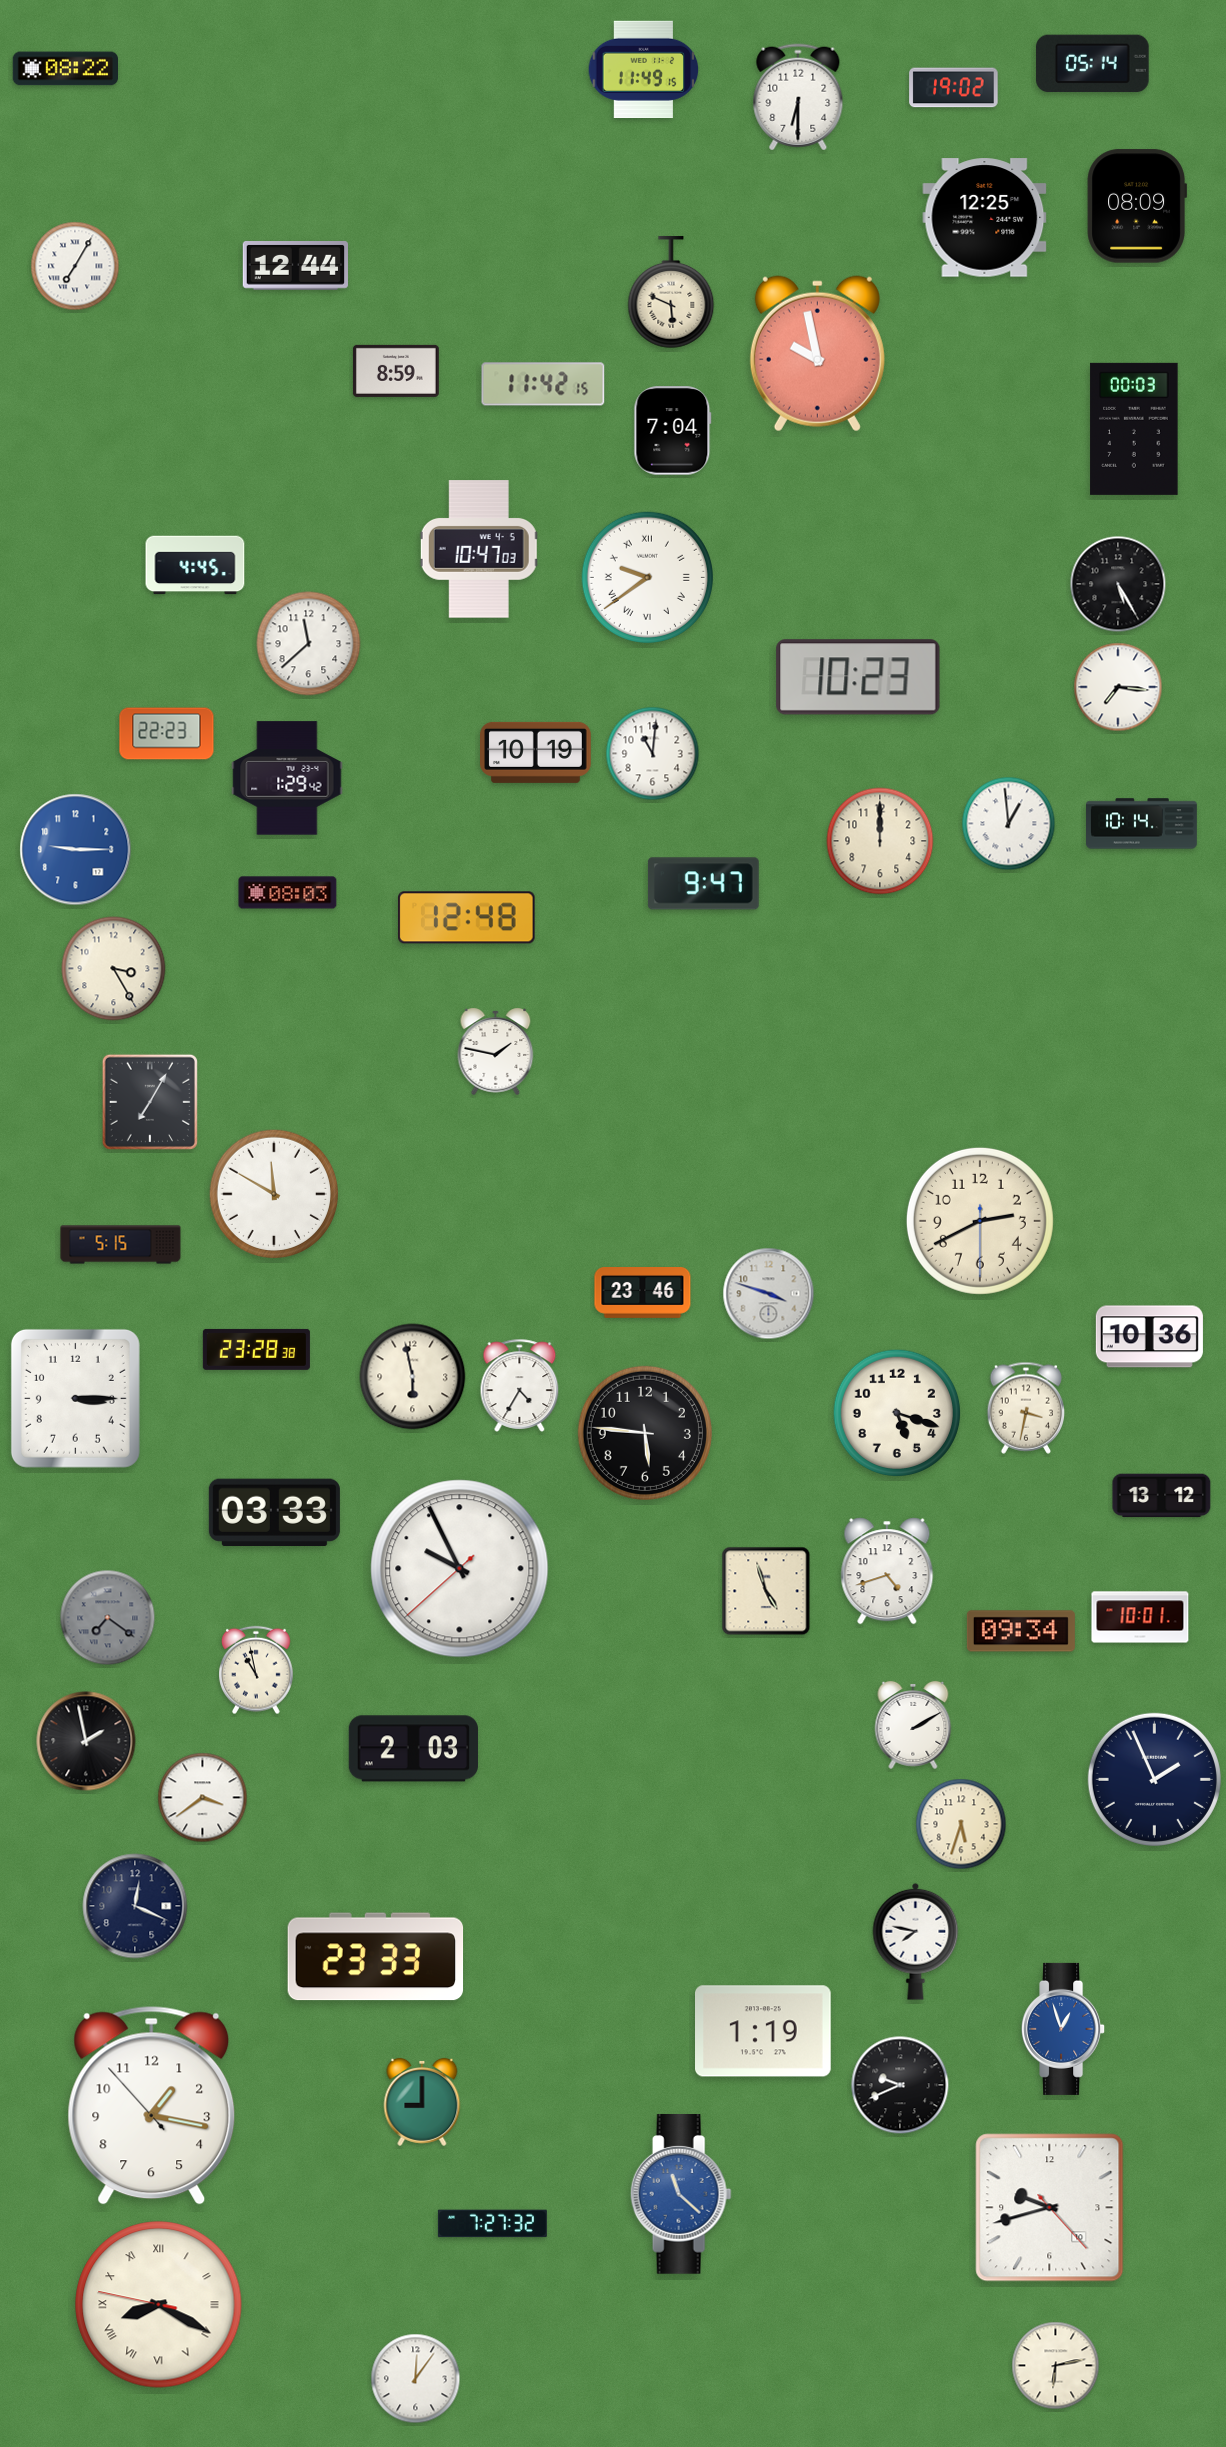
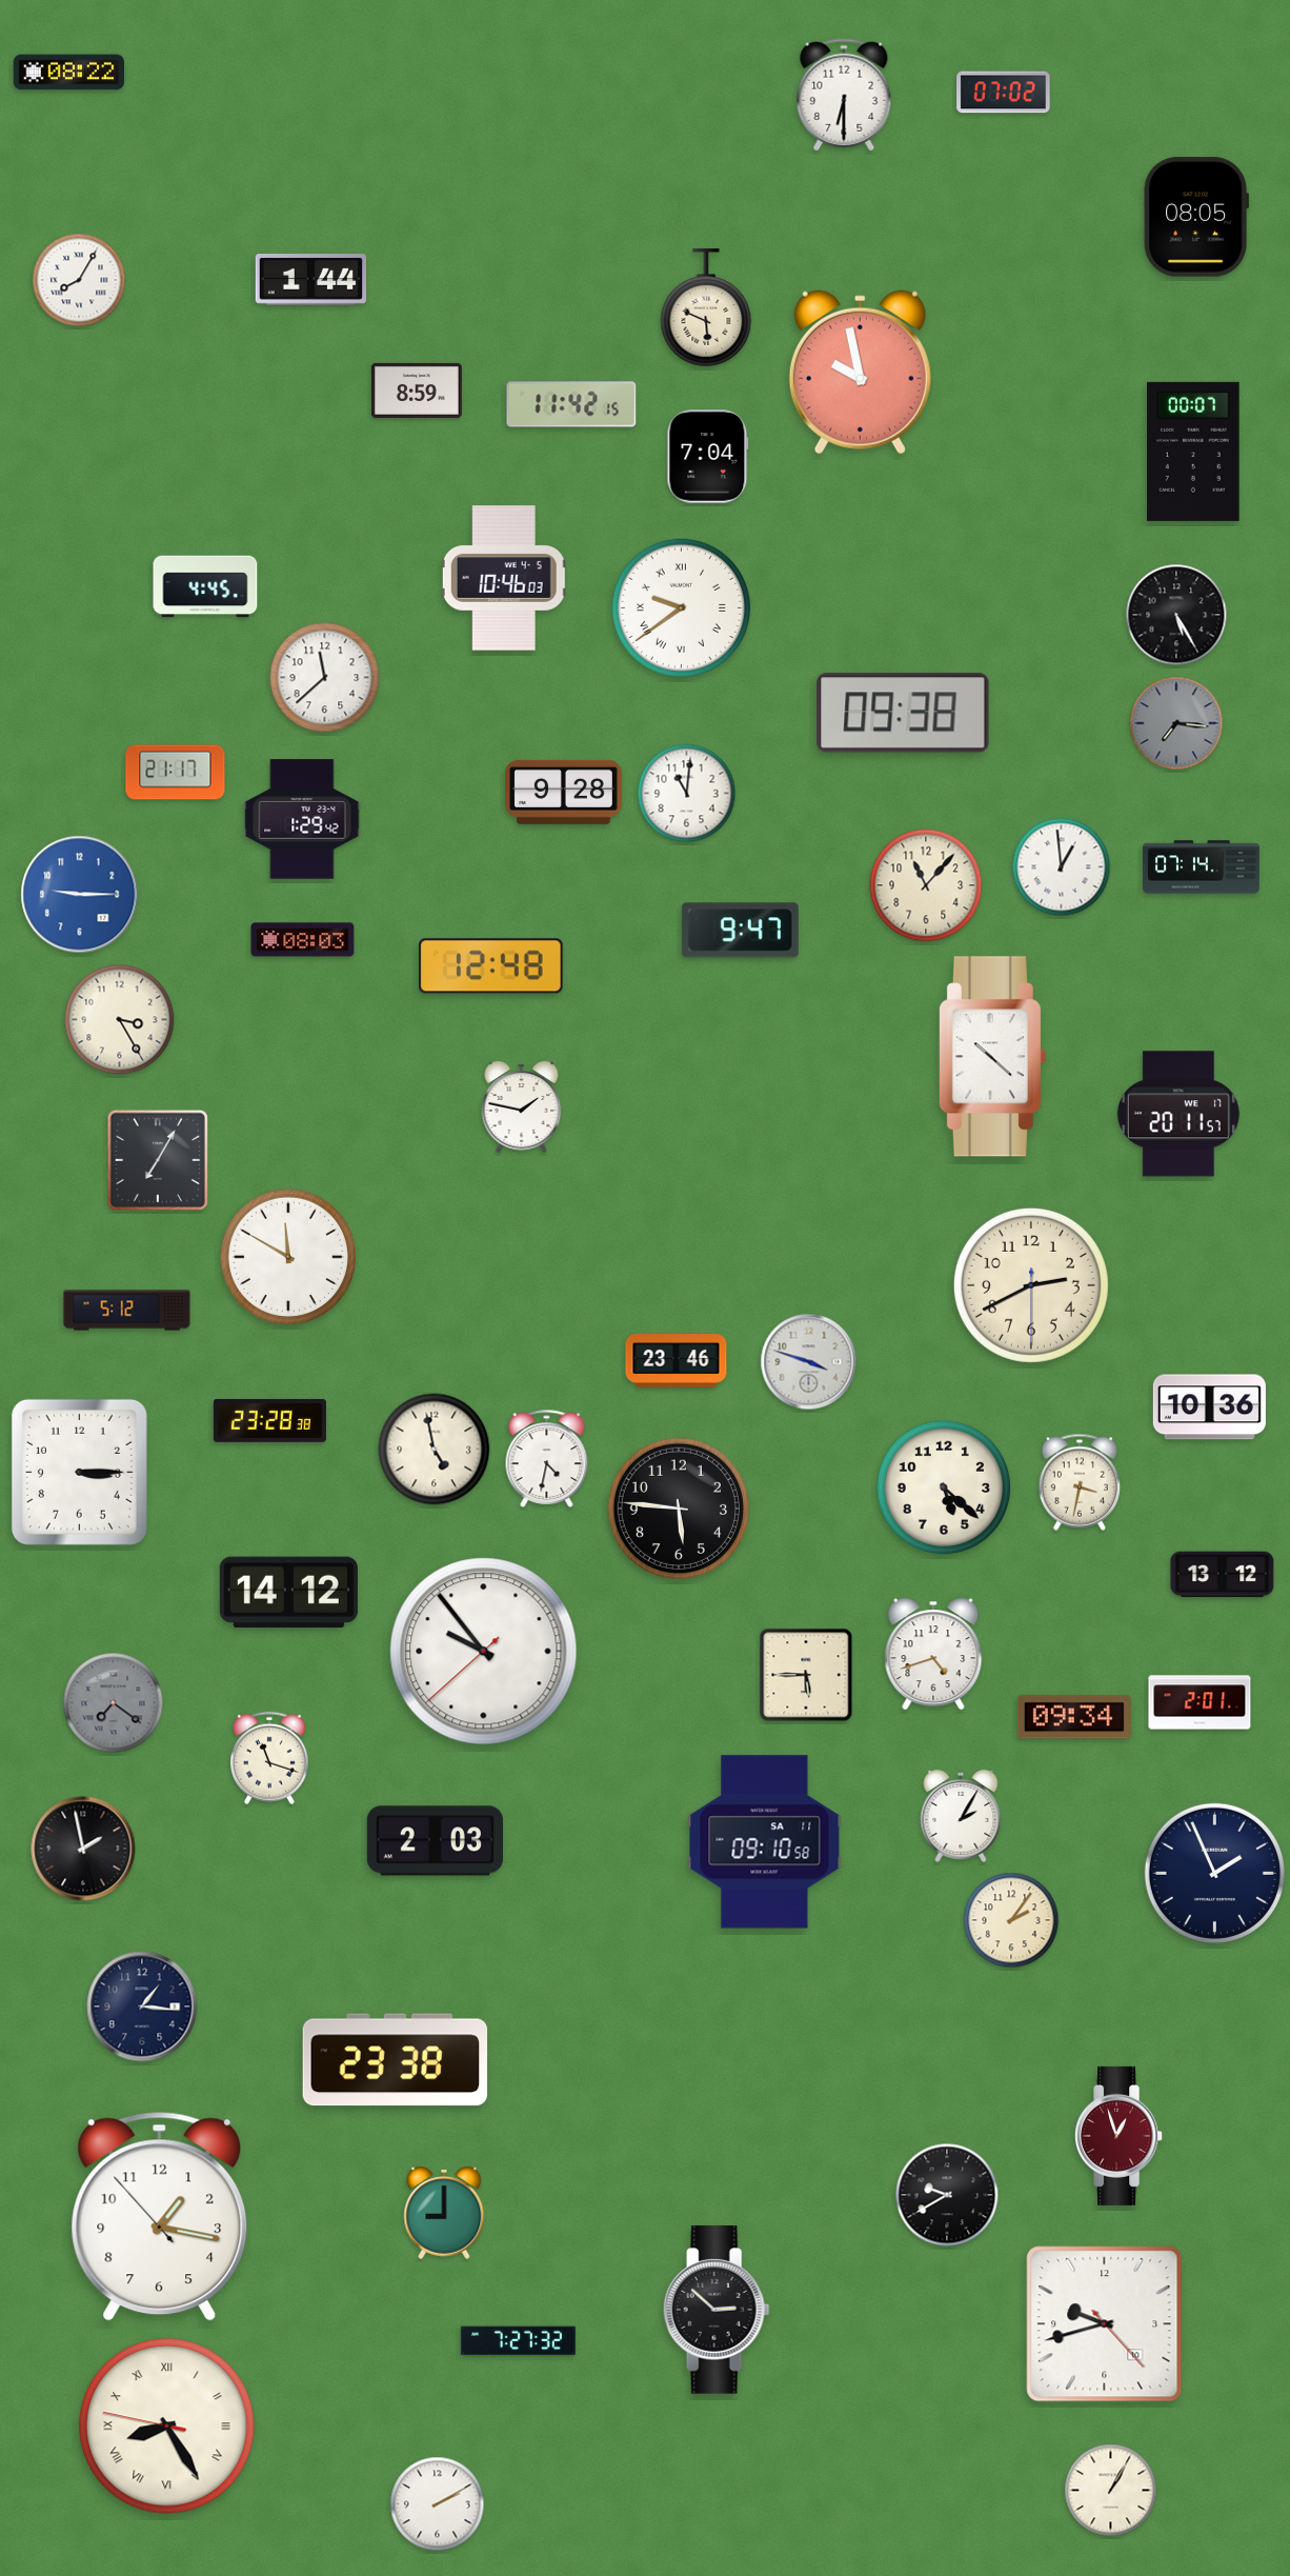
clock at (1093, 64): 05:14 -> none
clock at (644, 69): 11:49 -> none
clock at (954, 88): 19:02 -> 07:02
clock at (798, 97) position: (798, 97) -> (844, 95)
clock at (1136, 206): 08:09 -> 08:05
clock at (985, 218): 12:25 -> none
clock at (75, 266): 7:05 -> 8:05
clock at (295, 266): 12:44 -> 1:44
clock at (1134, 429): 00:03 -> 00:07
clock at (673, 431) position: (673, 431) -> (708, 457)
clock at (479, 549): 10:47 -> 10:46
clock at (195, 565) position: (195, 565) -> (205, 586)
clock at (858, 677): 10:23 -> 09:38
clock at (1118, 687) dial: white -> grey
clock at (167, 734): 22:23 -> 21:17
clock at (536, 752): 10:19 -> 9:28
clock at (1142, 824): 10:14 -> 07:14
clock at (880, 841): 12:00 -> 11:07
clock at (992, 1057): none -> 10:22
clock at (1178, 1114): none -> 20:11
clock at (121, 1245): 5:15 -> 5:12
clock at (413, 1377): 5:58 -> 4:58
clock at (520, 1385): 4:35 -> 4:32
clock at (897, 1413): 5:18 -> 5:22
clock at (274, 1512): 03:33 -> 14:12
clock at (460, 1569): 9:55 -> 9:53
clock at (766, 1591): 4:57 -> 5:45
clock at (1140, 1617): 10:01 -> 2:01
clock at (257, 1670): 10:58 -> 11:18
clock at (913, 1725): 2:10 -> 2:05
clock at (86, 1741) position: (86, 1741) -> (83, 1849)
clock at (765, 1842): none -> 09:10
clock at (203, 1798): 3:39 -> none
clock at (961, 1824): 5:33 -> 2:06
clock at (135, 1906): 12:19 -> 1:16
clock at (916, 1941): 7:47 -> none
clock at (376, 1957): 23:33 -> 23:38
clock at (1064, 2029) dial: blue -> burgundy
clock at (764, 2031): 1:19 -> none
clock at (900, 2085): 9:41 -> 9:40
clock at (681, 2195): 11:22 -> 2:52
clock at (681, 2195) dial: blue -> black
clock at (159, 2305): 8:19 -> 8:24
clock at (1056, 2366): 6:13 -> 1:05
clock at (416, 2379): 12:06 -> 2:10
